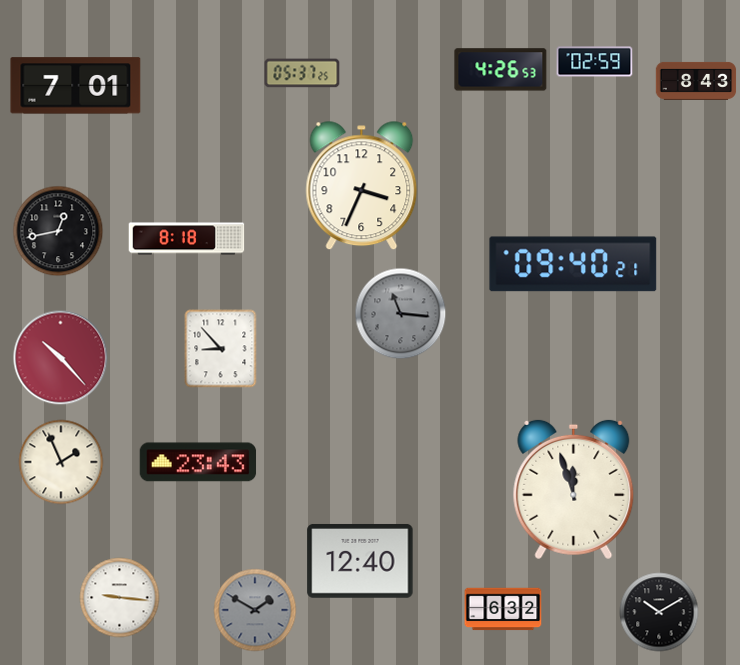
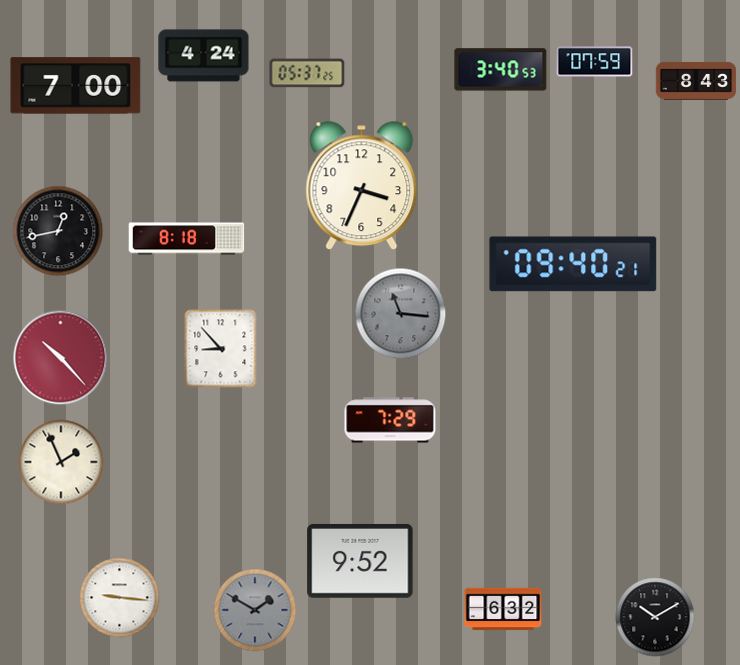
clock at (204, 56): none -> 4:24
clock at (595, 62): 02:59 -> 07:59
clock at (501, 70): 4:26 -> 3:40
clock at (302, 73) position: (302, 73) -> (307, 73)
clock at (76, 86): 7:01 -> 7:00
clock at (390, 420): none -> 7:29
clock at (198, 462): 23:43 -> none
clock at (574, 490): 11:57 -> none
clock at (360, 561): 12:40 -> 9:52
clock at (659, 612) position: (659, 612) -> (655, 617)
